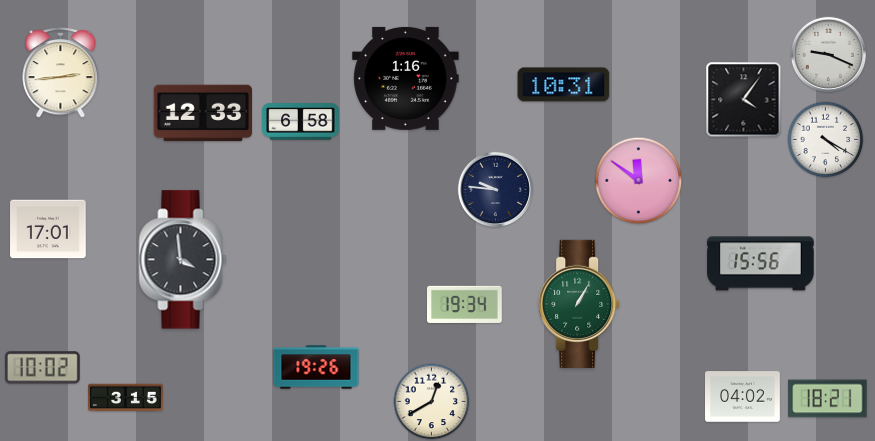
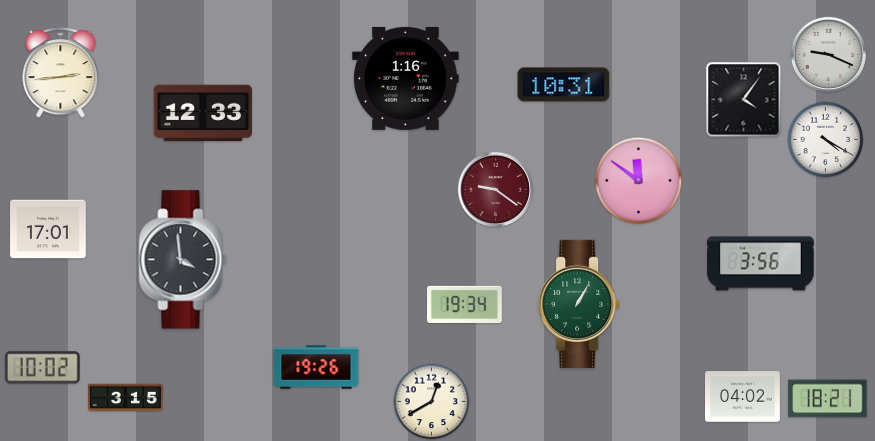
clock at (301, 122): 6:58 -> none
clock at (495, 189): 9:46 -> 9:21
clock at (495, 189) dial: navy -> burgundy
clock at (761, 264): 15:56 -> 3:56
